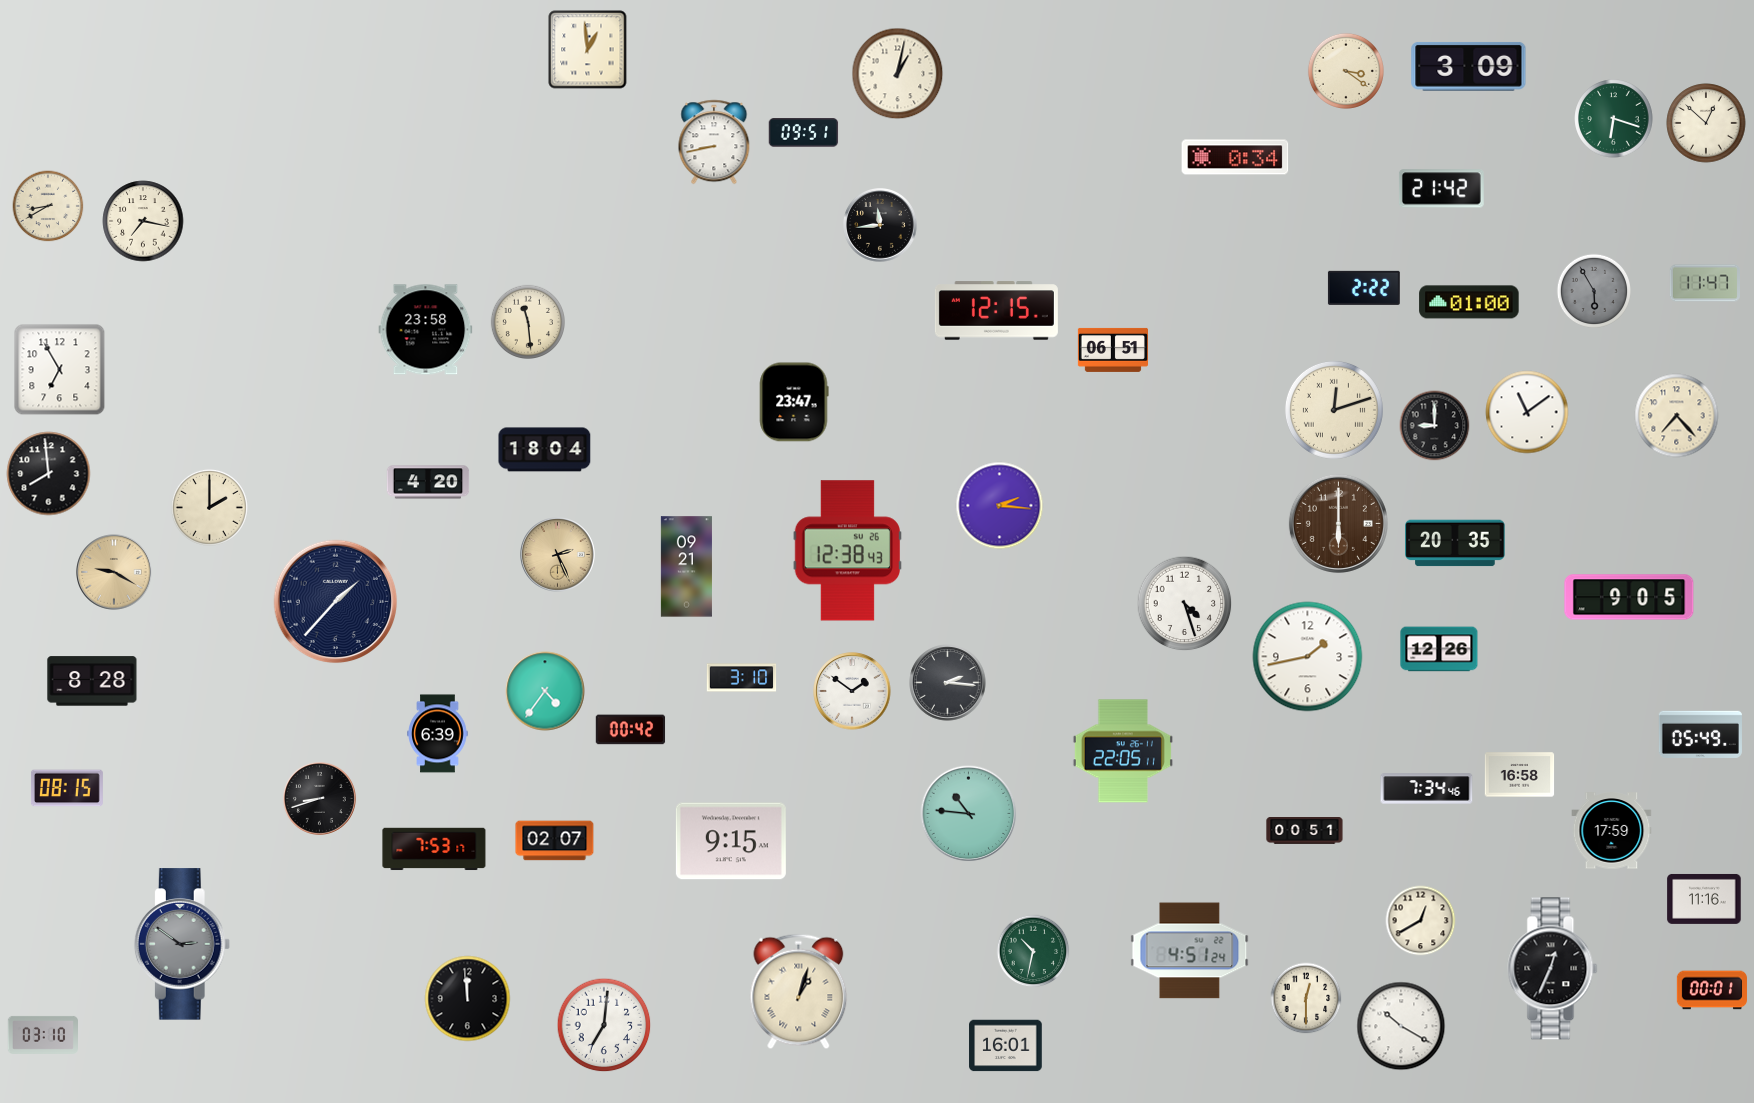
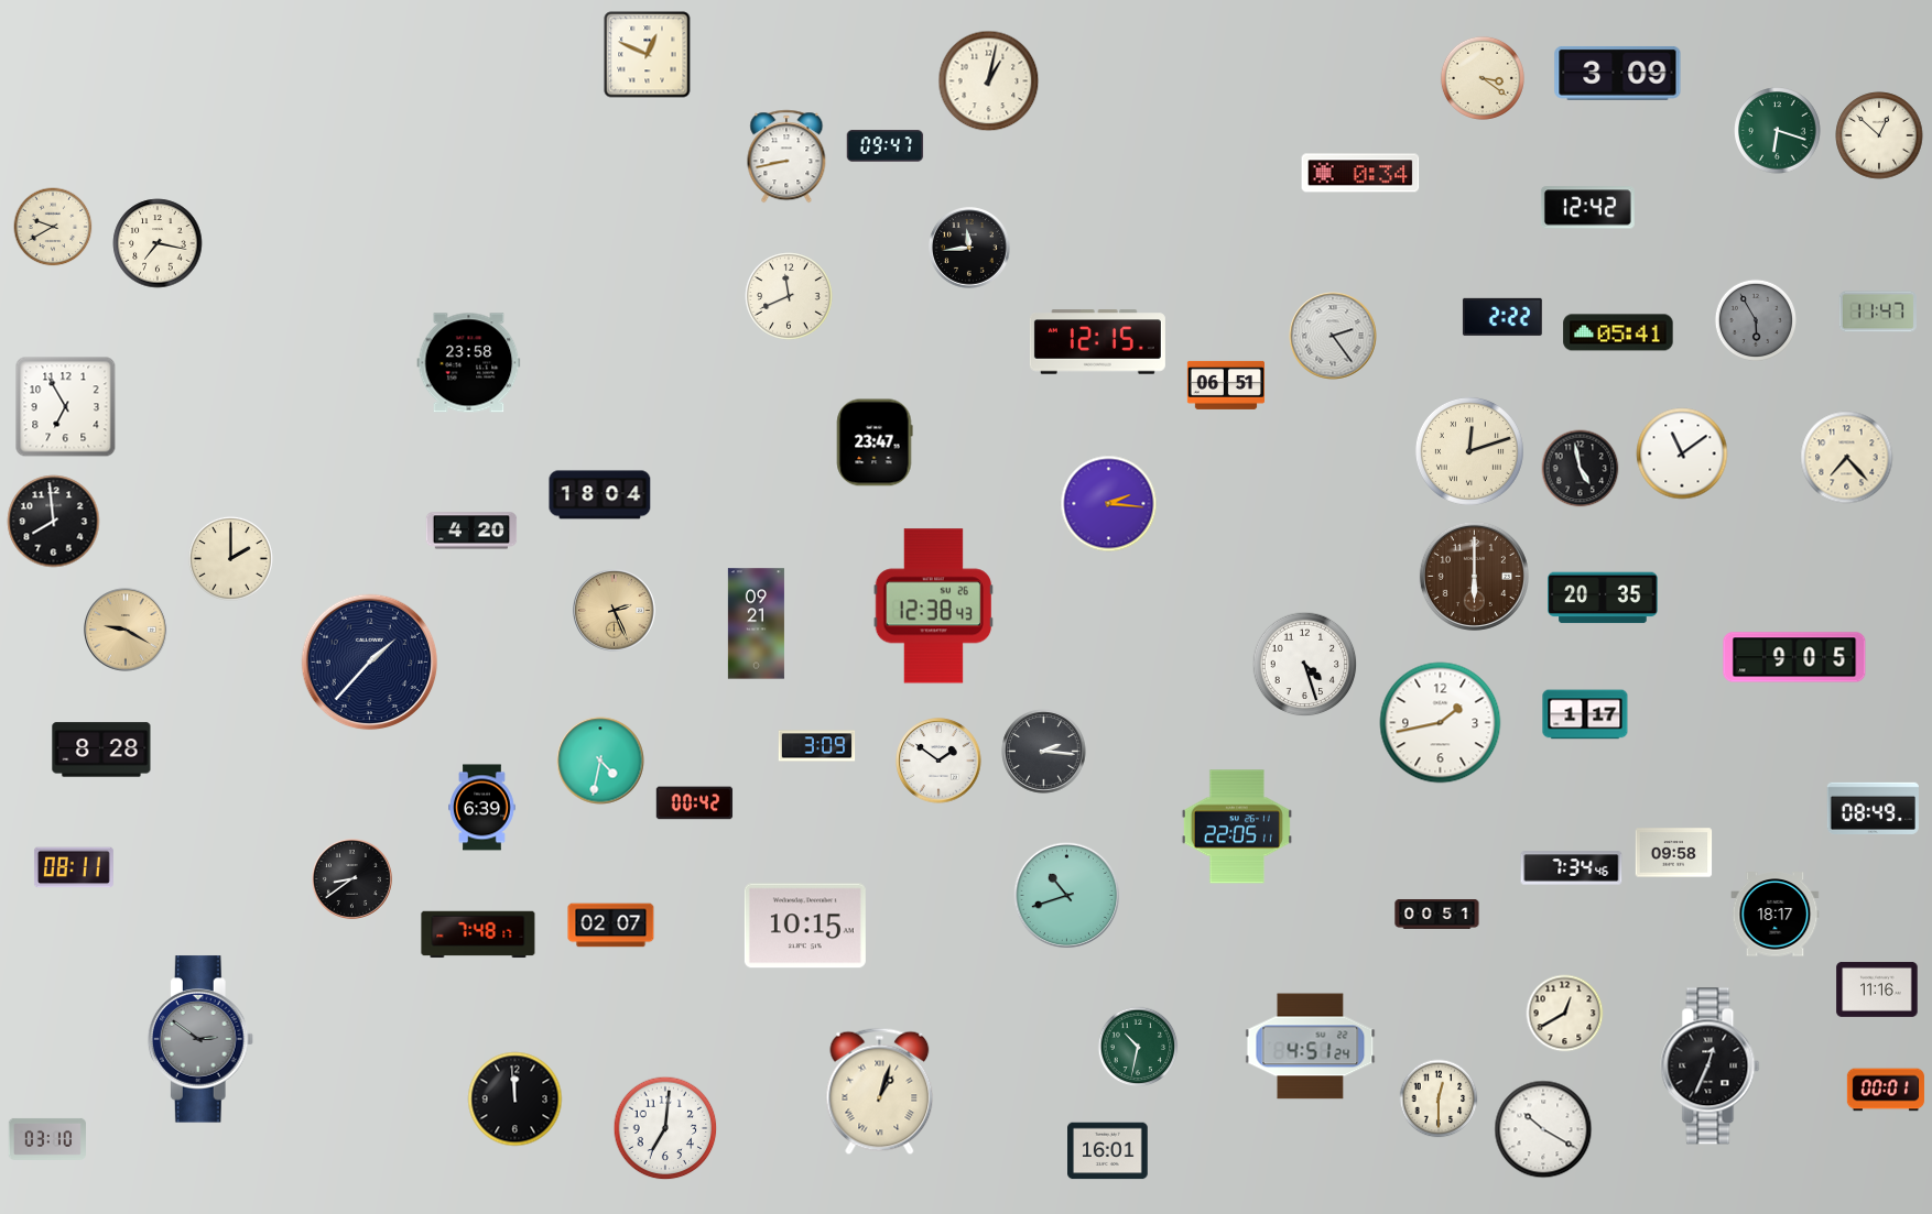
clock at (588, 50): 12:59 -> 12:49
clock at (804, 133): 09:51 -> 09:47
clock at (1441, 189): 21:42 -> 12:42
clock at (48, 206): 8:40 -> 9:40
clock at (789, 296): none -> 11:41
clock at (1469, 302): 01:00 -> 05:41
clock at (1333, 336): none -> 2:24
clock at (527, 321): 11:29 -> none
clock at (1435, 426): 9:00 -> 4:58
clock at (1000, 506) position: (1000, 506) -> (1109, 504)
clock at (1439, 649): 12:26 -> 1:17
clock at (742, 678): 3:10 -> 3:09
clock at (545, 691): 4:36 -> 4:32
clock at (1700, 734): 05:49 -> 08:49
clock at (1520, 775): 16:58 -> 09:58
clock at (67, 788): 08:15 -> 08:11
clock at (319, 798): 8:42 -> 8:39
clock at (969, 814): 10:46 -> 10:42
clock at (1612, 831): 17:59 -> 18:17
clock at (731, 841): 9:15 -> 10:15
clock at (434, 849): 7:53 -> 7:48
